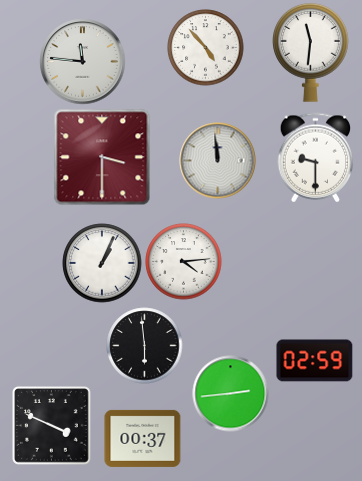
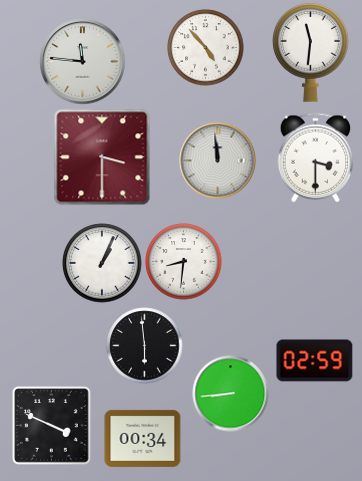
clock at (316, 158): 9:30 -> 3:30
clock at (184, 262): 4:14 -> 8:31
clock at (231, 394): 2:44 -> 8:44
clock at (143, 438): 00:37 -> 00:34
